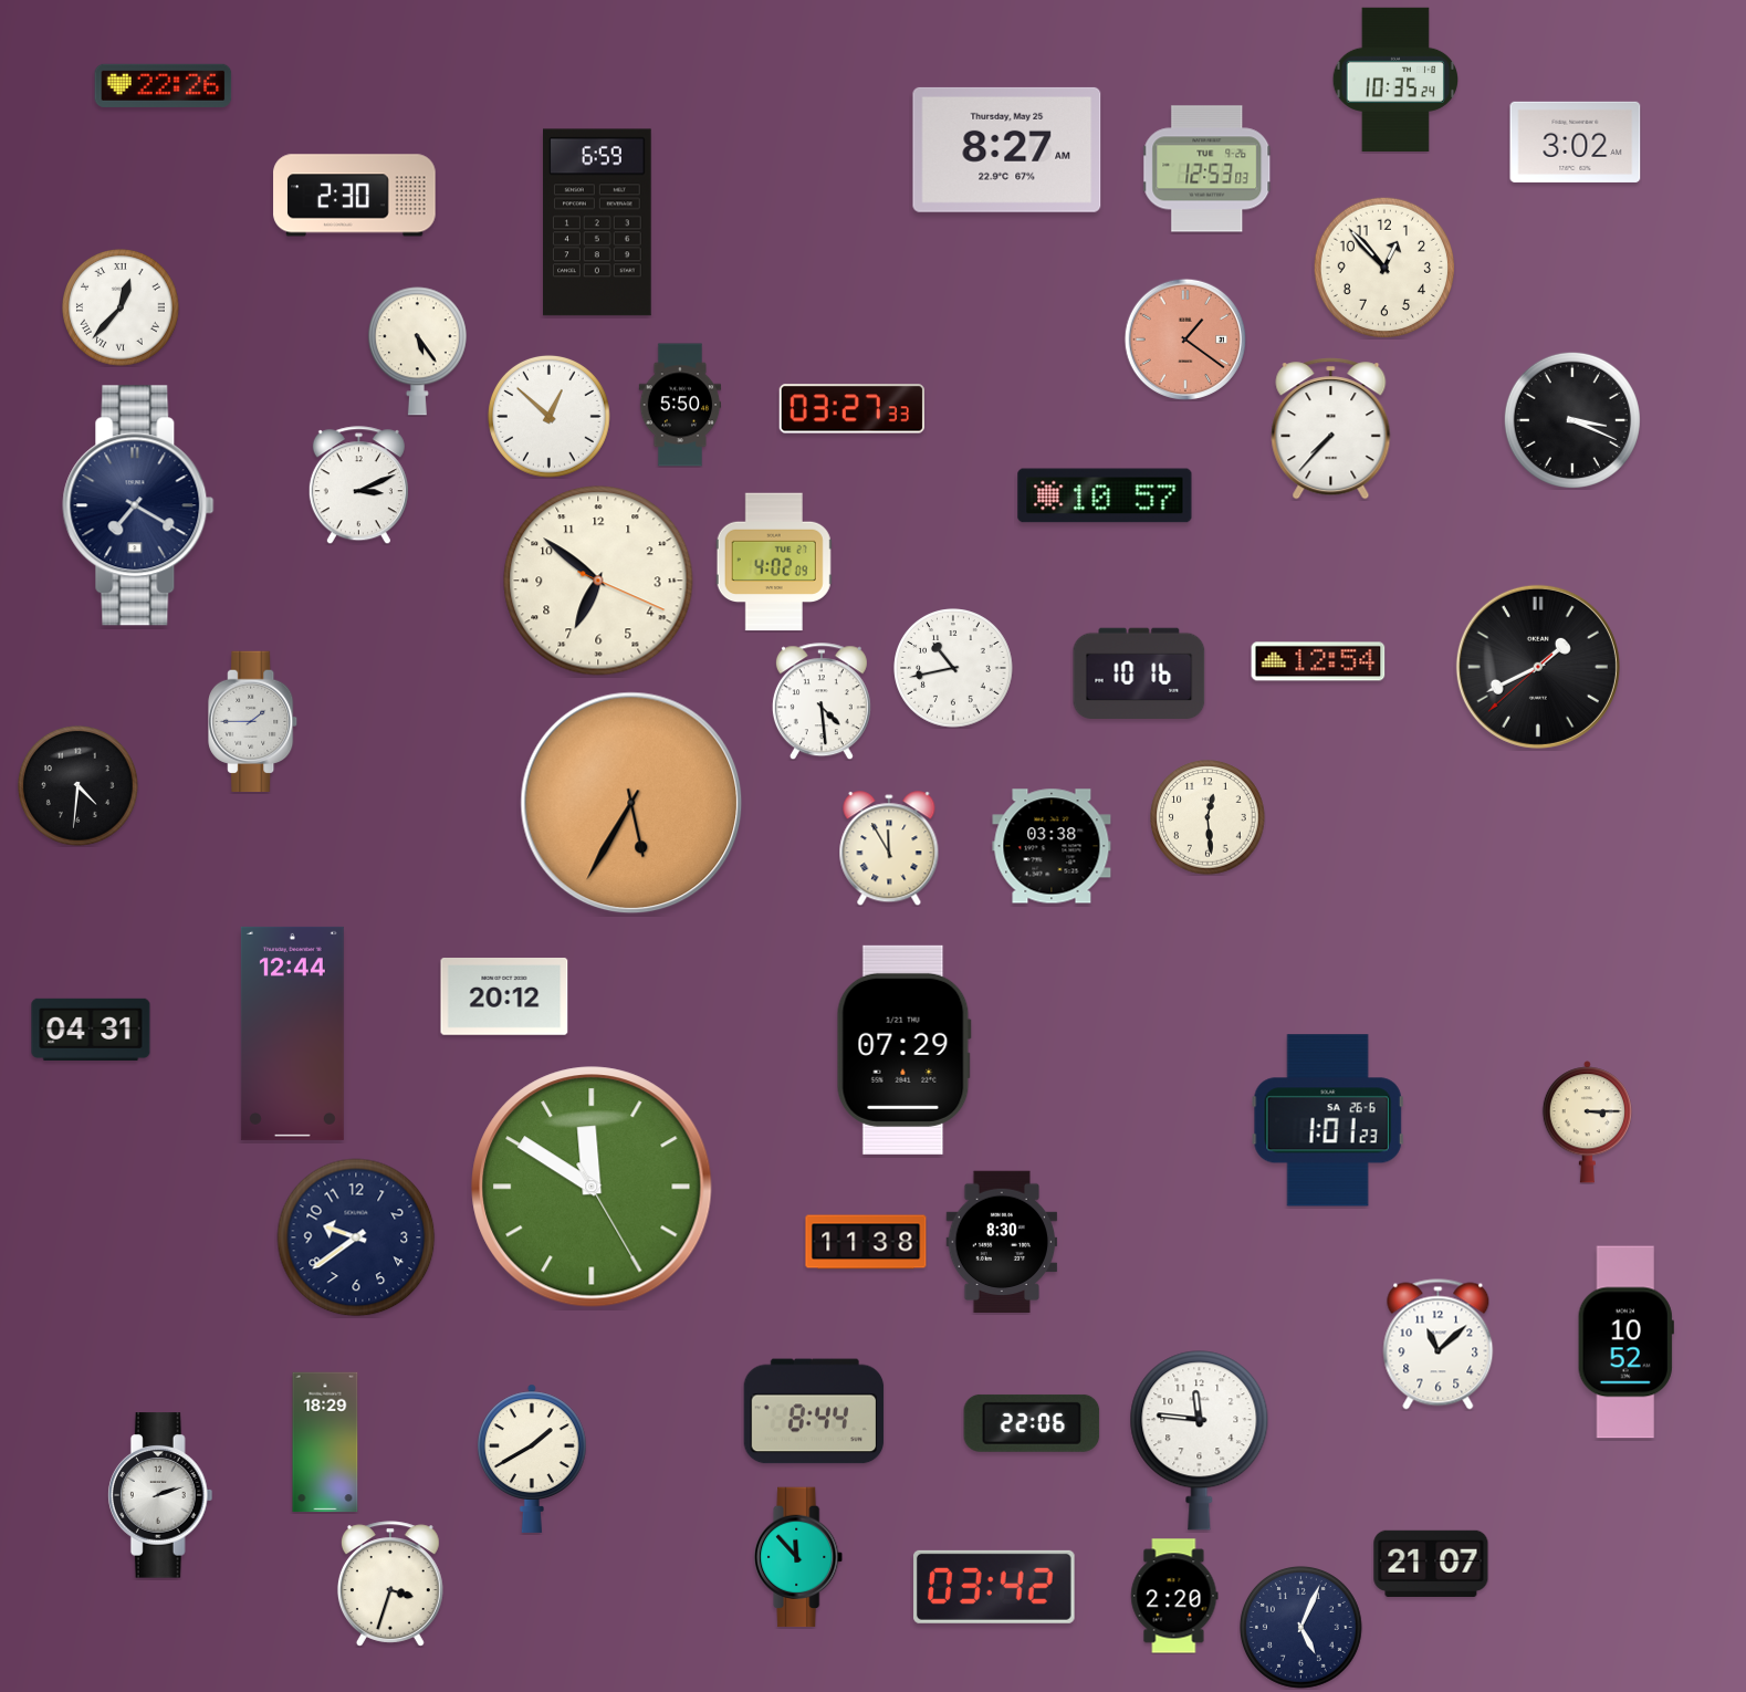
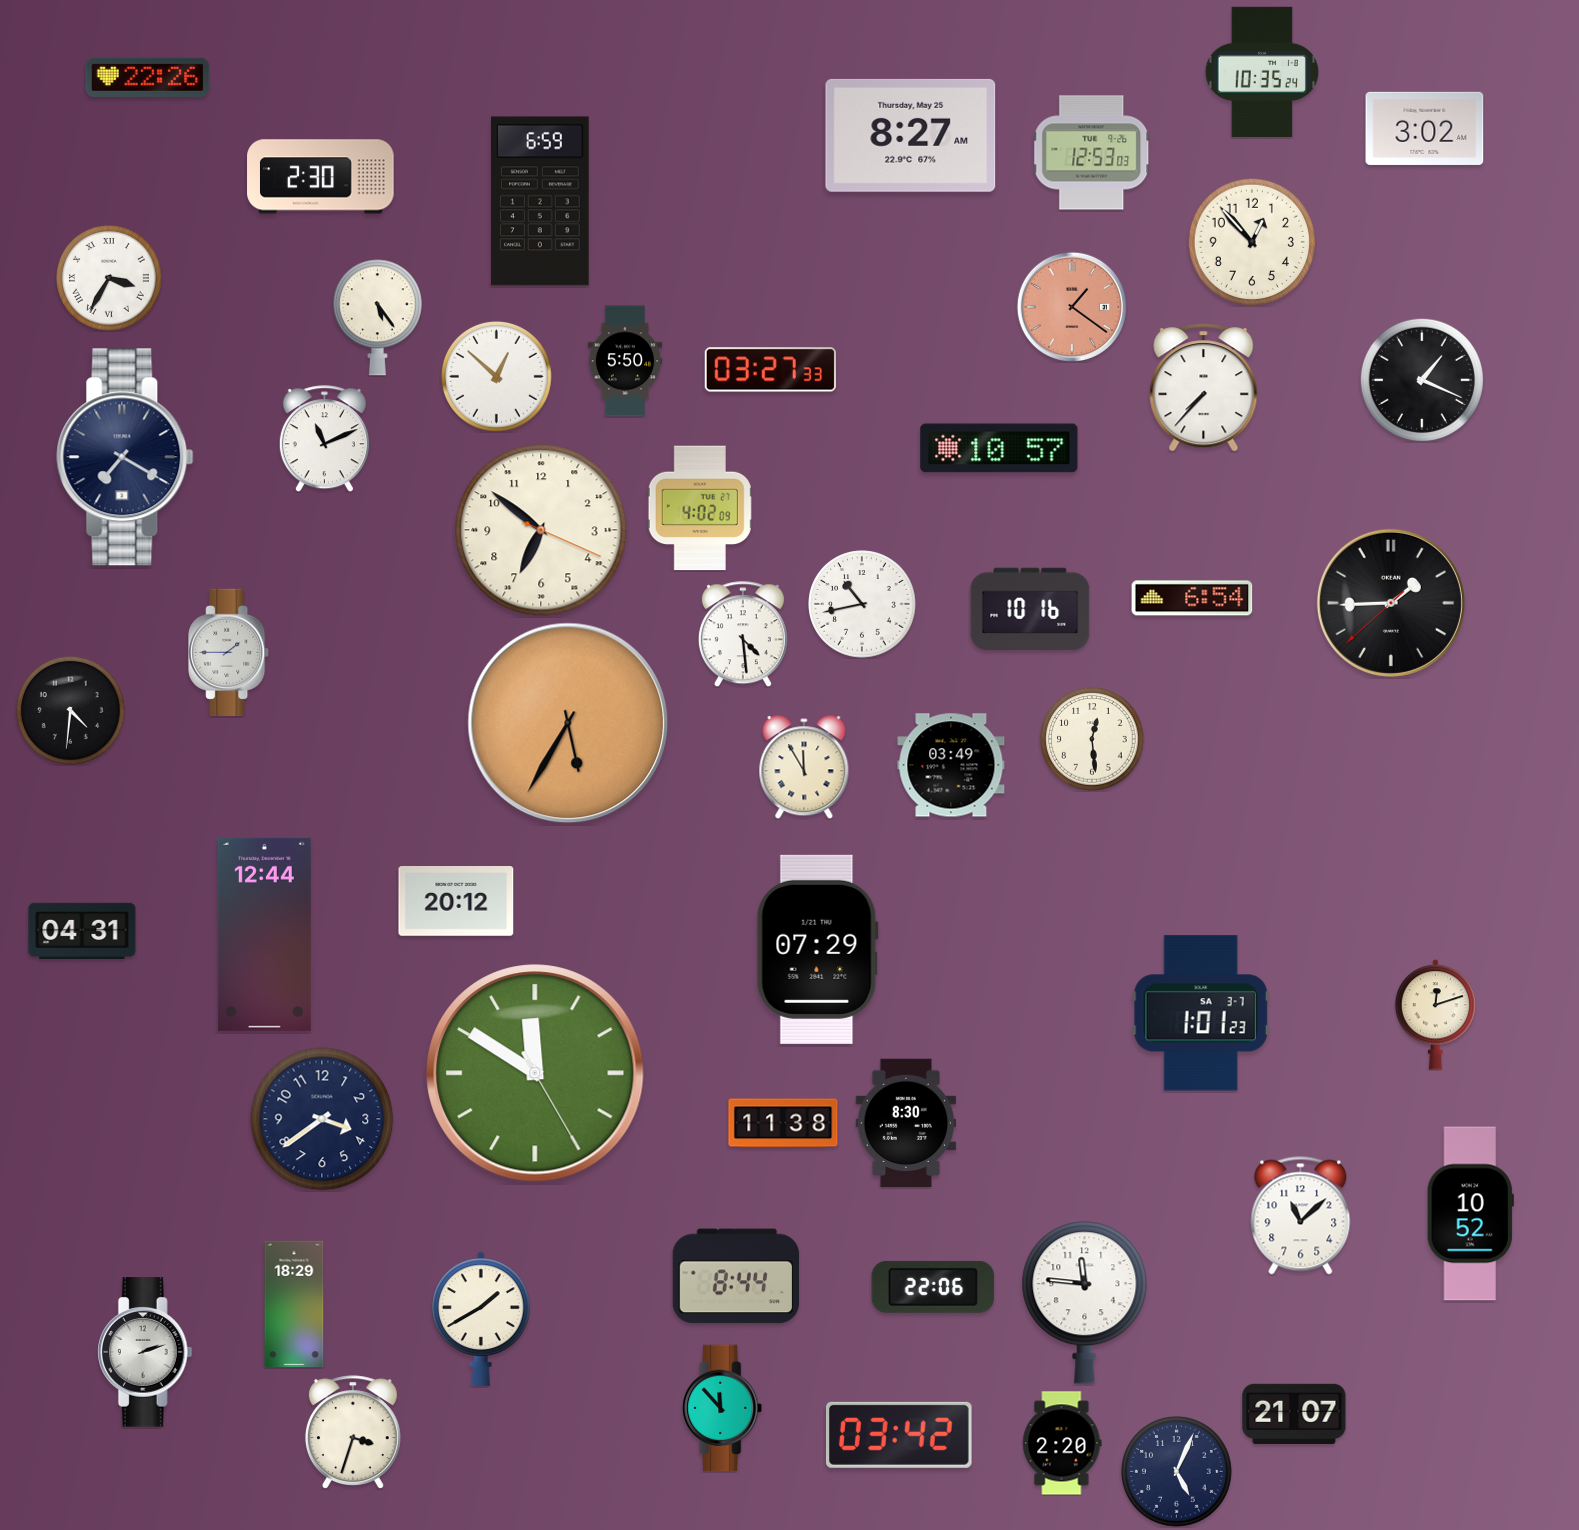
clock at (121, 307): 12:37 -> 3:35
clock at (680, 405) position: (680, 405) -> (625, 361)
clock at (1572, 420): 3:19 -> 1:19
clock at (358, 485): 3:11 -> 11:11
clock at (598, 581) position: (598, 581) -> (541, 530)
clock at (1318, 661): 12:54 -> 6:54
clock at (1538, 667): 1:40 -> 1:44
clock at (631, 803) position: (631, 803) -> (568, 723)
clock at (1052, 846): 03:38 -> 03:49
clock at (1328, 1120) date: SA 26-6 -> SA 3-7
clock at (1587, 1122): 3:15 -> 12:12
clock at (356, 1237): 9:39 -> 3:39
